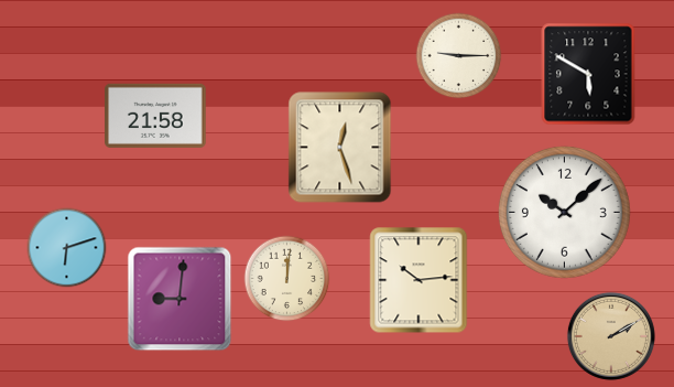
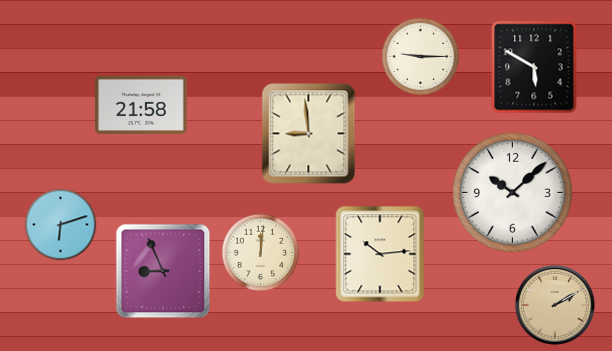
clock at (459, 56) position: (459, 56) -> (421, 57)
clock at (340, 148): 12:27 -> 8:59
clock at (180, 299): 9:01 -> 8:56
